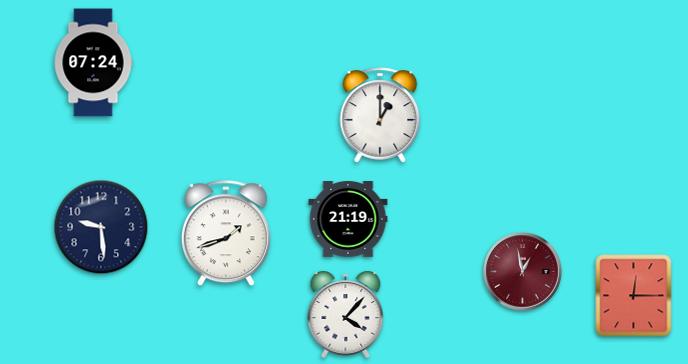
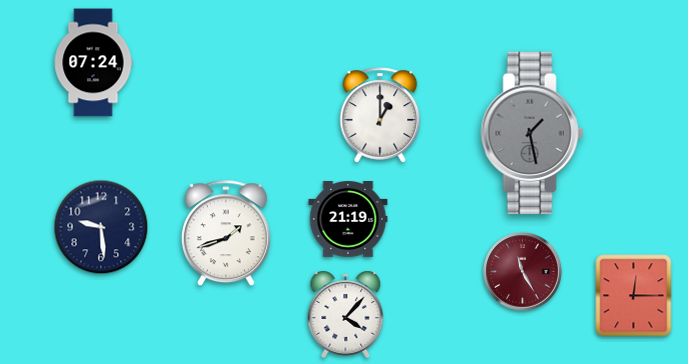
clock at (532, 133): none -> 1:28
clock at (523, 272): 12:58 -> 11:25
